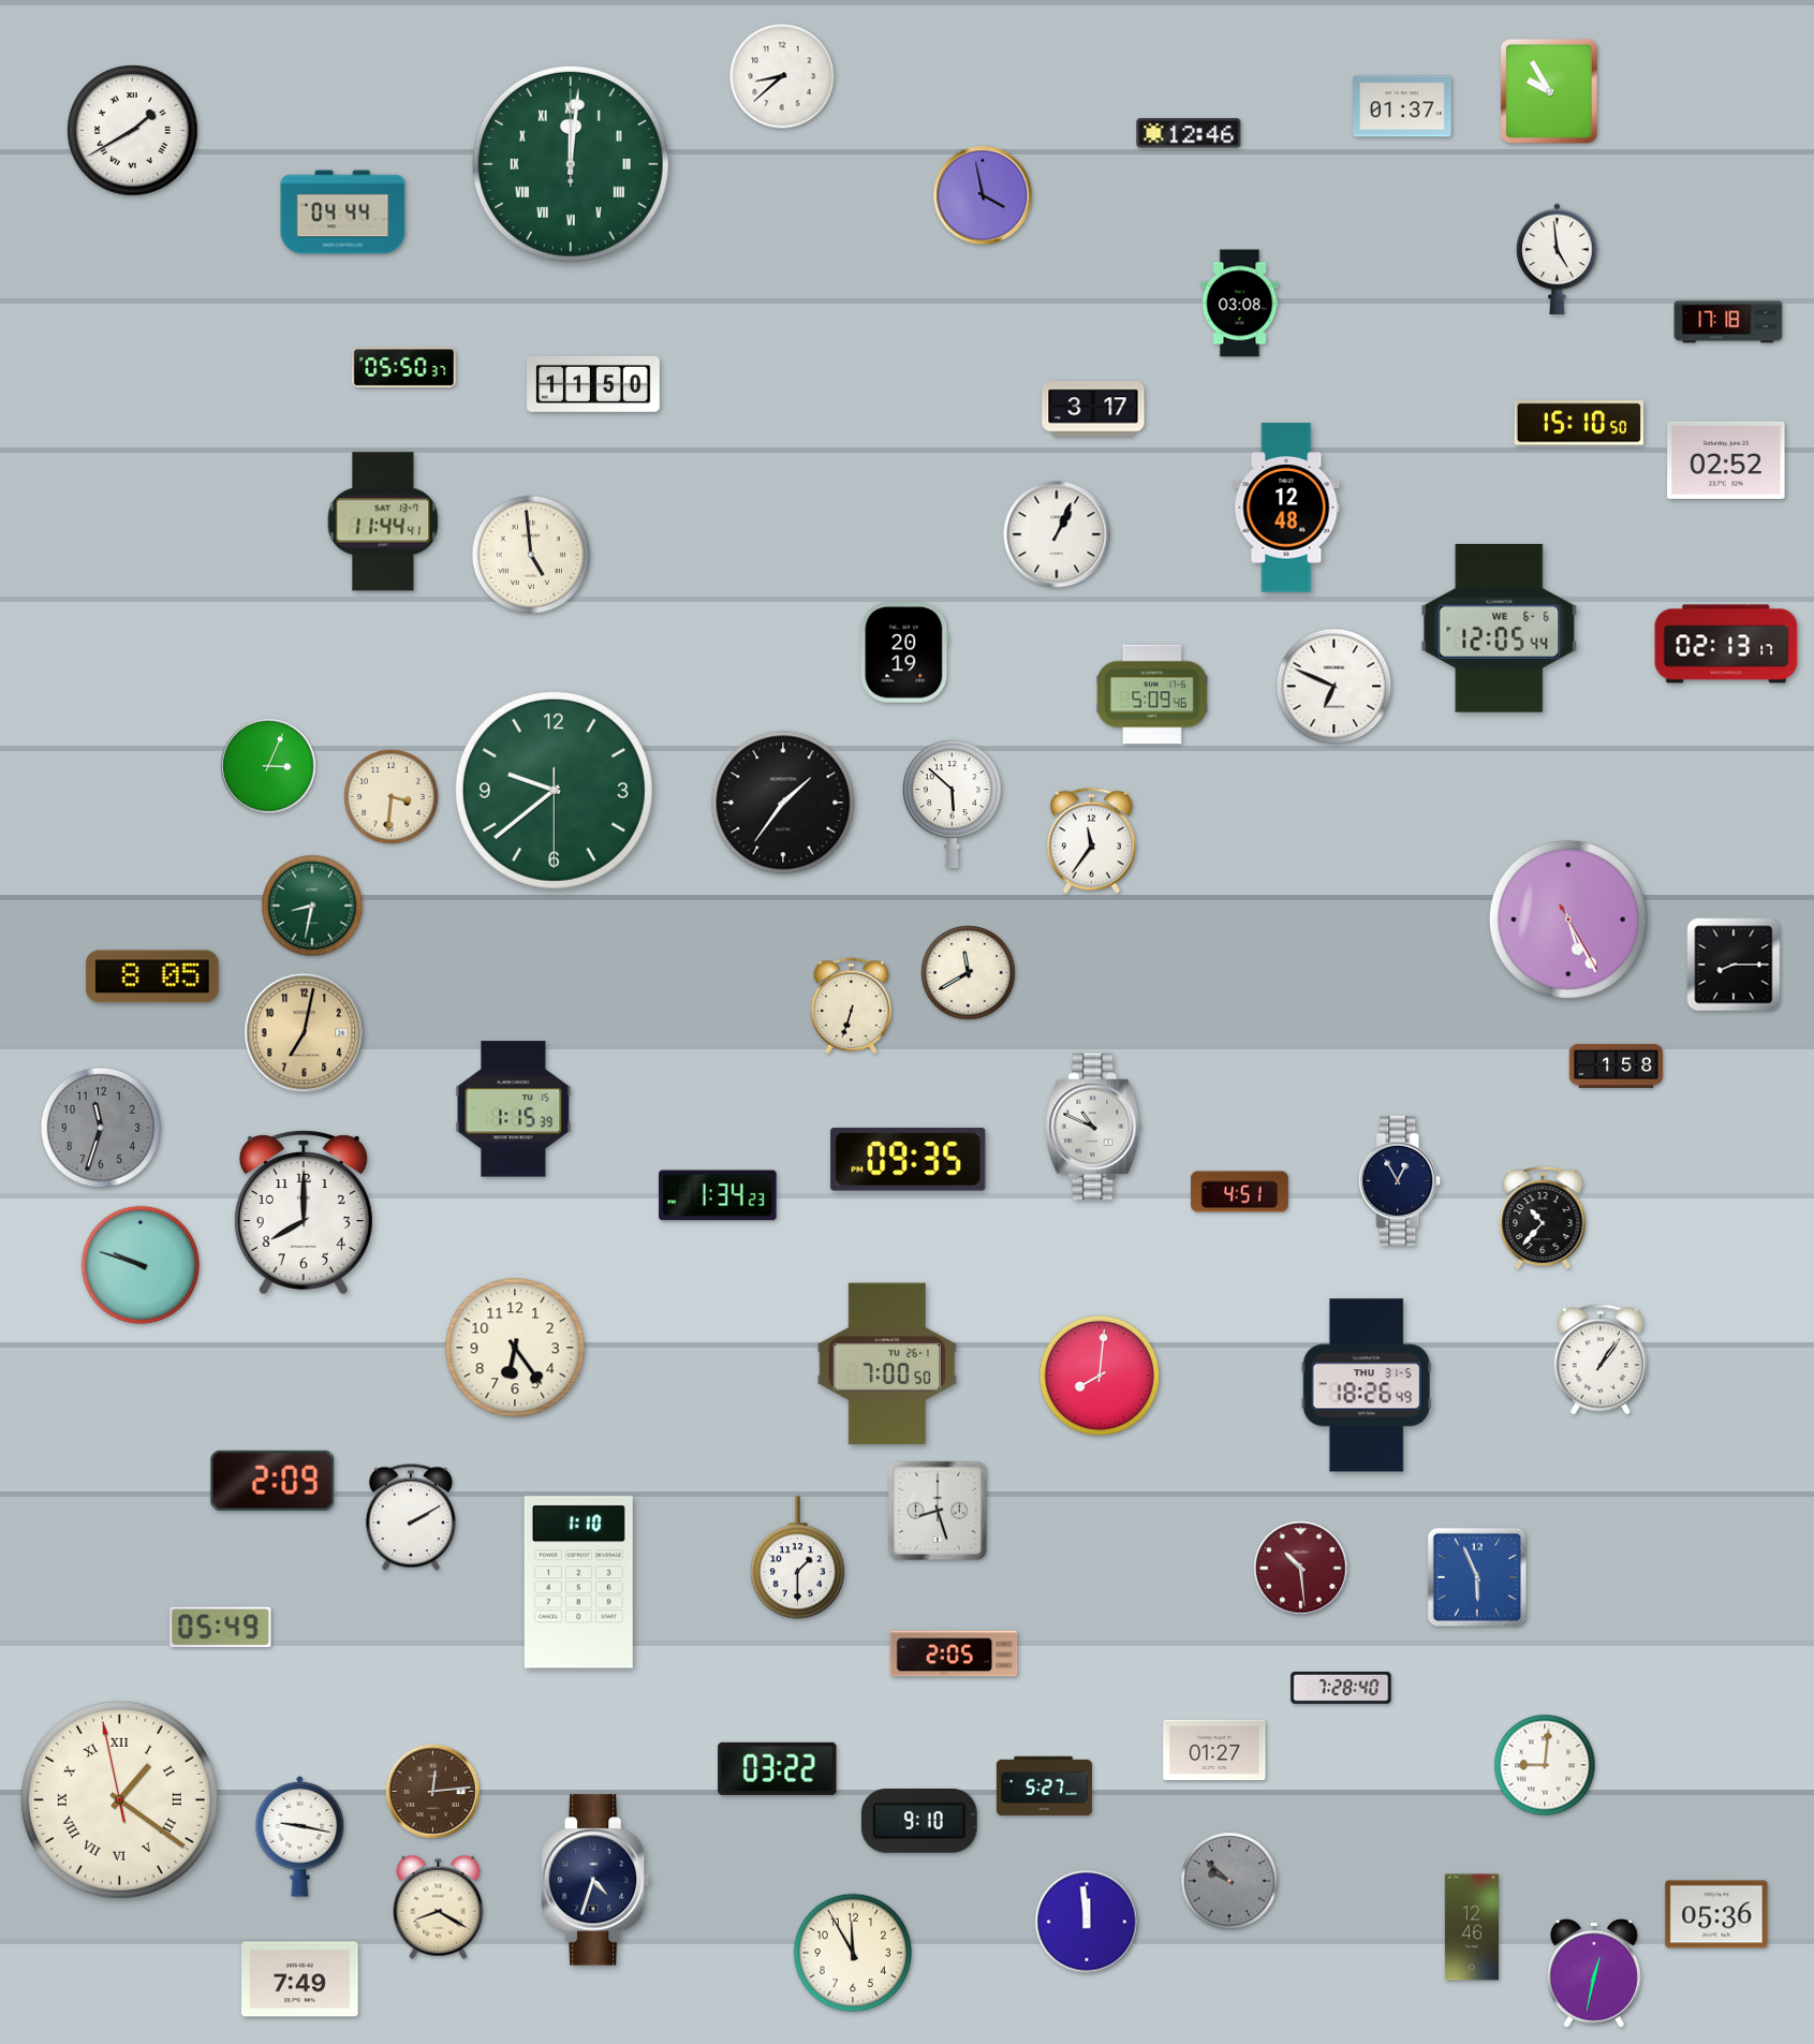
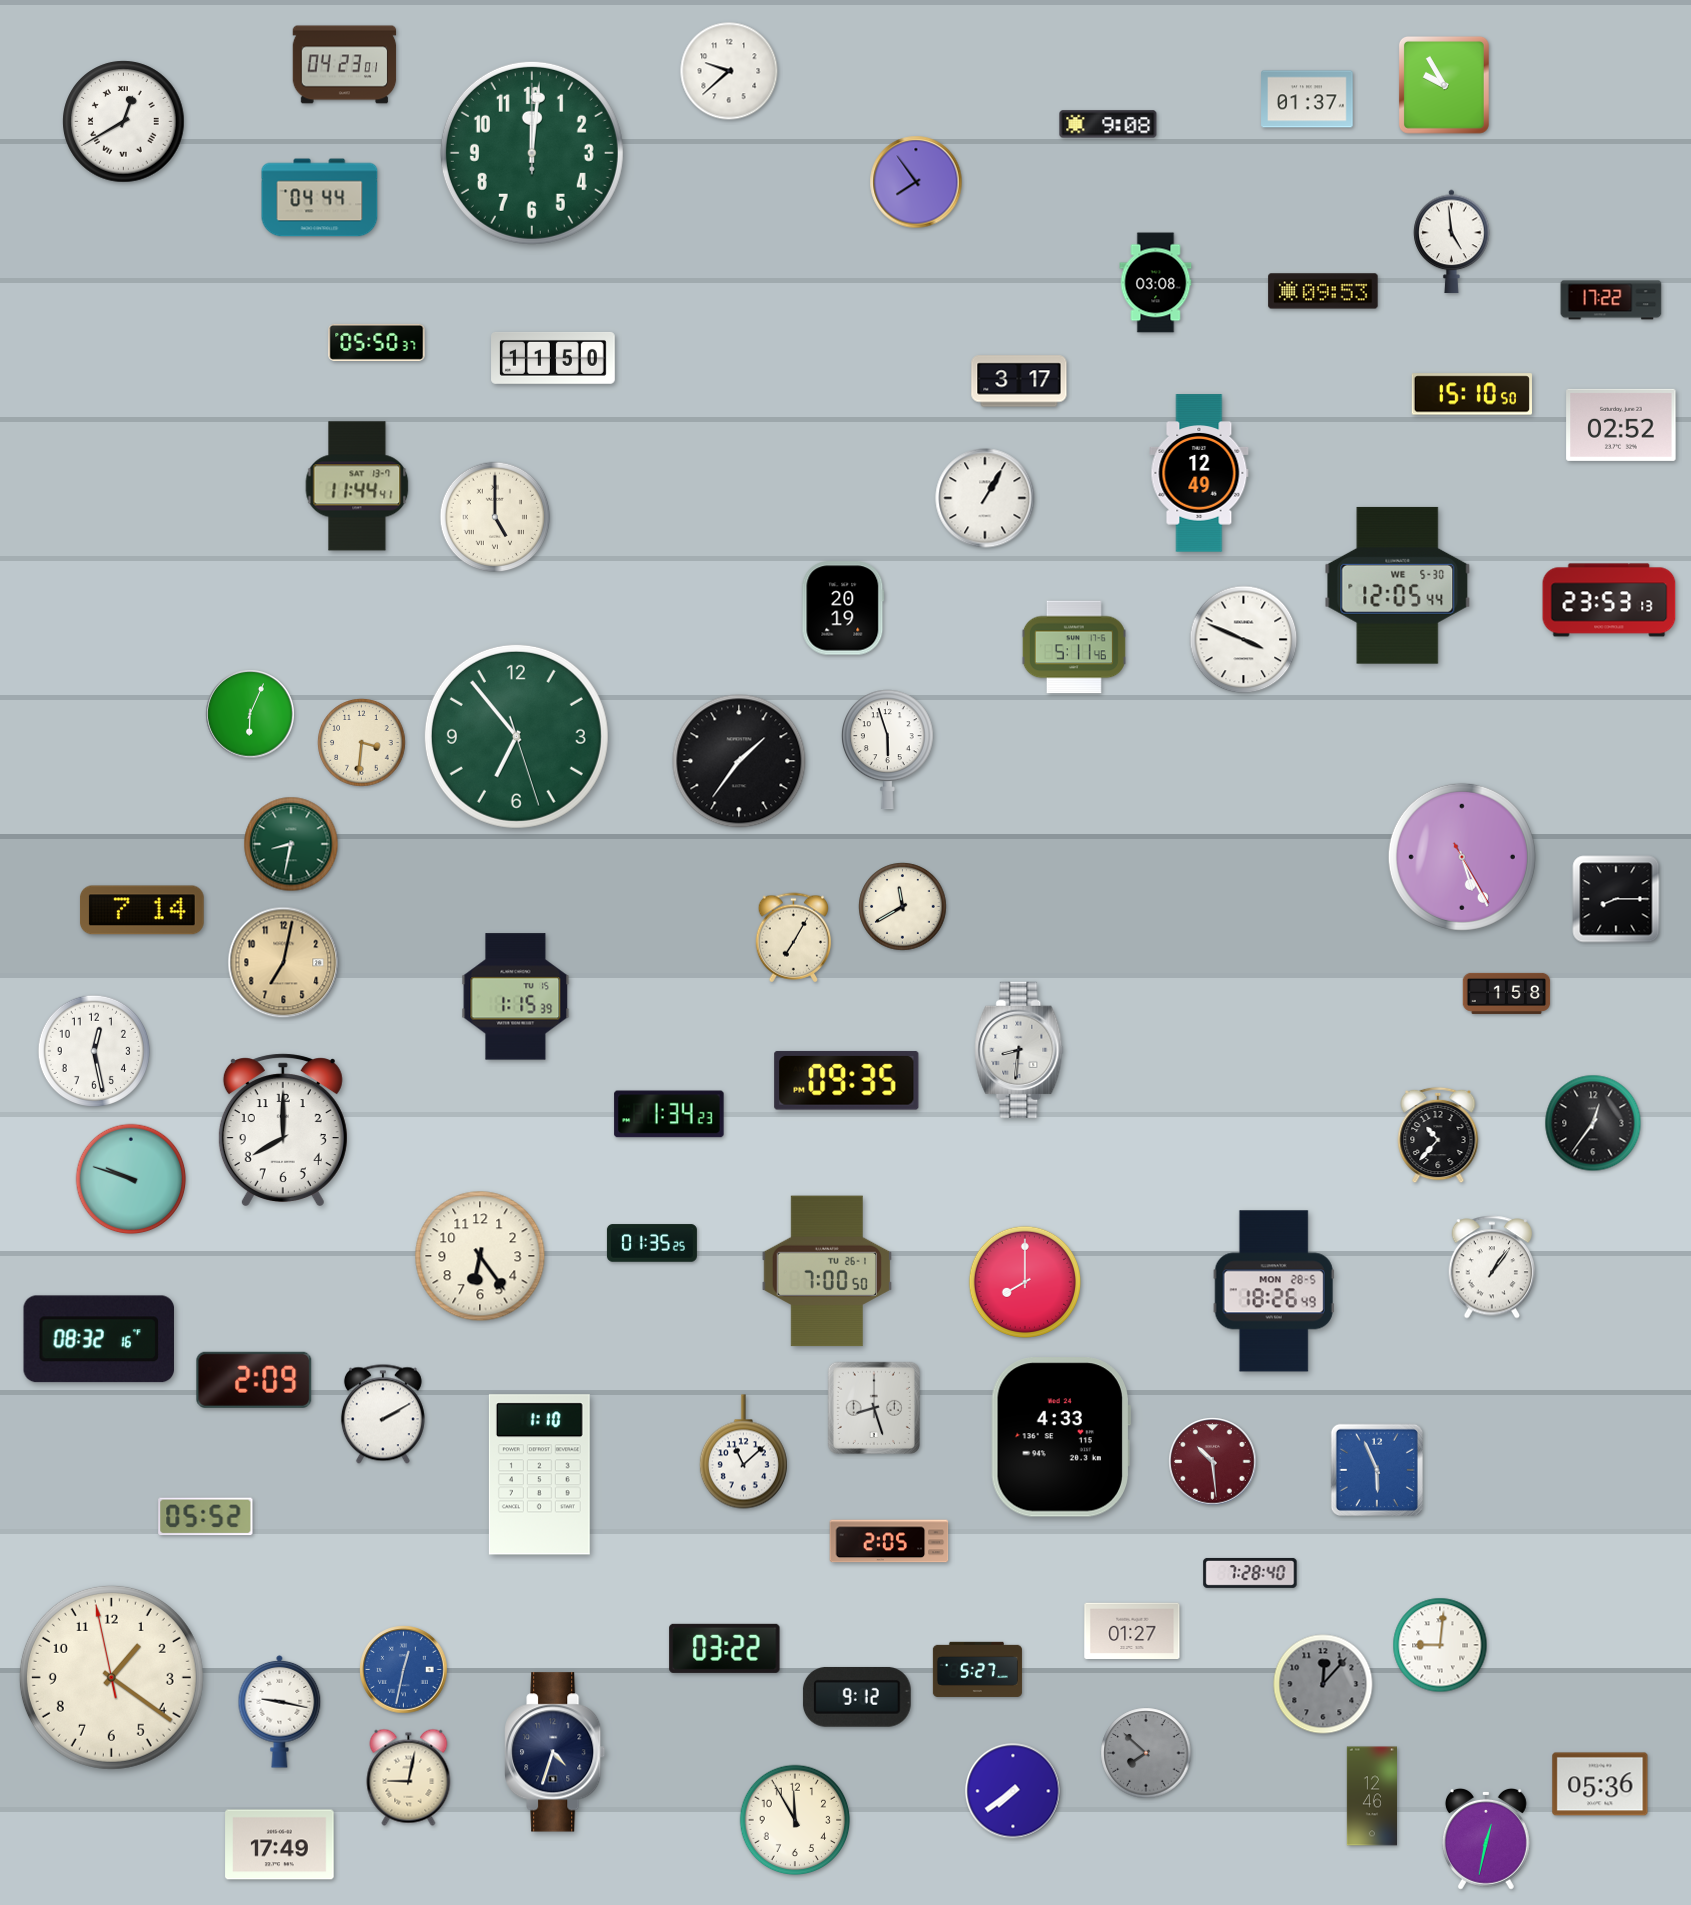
clock at (345, 65): none -> 04:23
clock at (782, 76): 8:38 -> 9:38
clock at (133, 131): 1:40 -> 12:40
clock at (1189, 133): 12:46 -> 9:08
clock at (571, 164) numerals: Roman -> Arabic
clock at (983, 195): 3:58 -> 7:54
clock at (1323, 291): none -> 09:53
clock at (1728, 322): 17:18 -> 17:22
clock at (1726, 460) position: (1726, 460) -> (1621, 425)
clock at (1286, 508): 12:48 -> 12:49
clock at (1057, 534): 1:04 -> 1:05
clock at (531, 555): 4:59 -> 5:00
clock at (1500, 628) date: WE 6-6 -> WE 5-30
clock at (1726, 644): 02:13 -> 23:53
clock at (1334, 687): 6:49 -> 3:49
clock at (1152, 694): 5:09 -> 5:11
clock at (268, 766): 3:04 -> 6:04
clock at (554, 790): 9:38 -> 6:53
clock at (392, 797) position: (392, 797) -> (362, 743)
clock at (783, 803) position: (783, 803) -> (739, 761)
clock at (952, 805): 5:52 -> 5:57
clock at (1091, 841): 11:36 -> none
clock at (152, 976): 8:05 -> 7:14
clock at (852, 1006): 6:33 -> 7:05
clock at (514, 1109) position: (514, 1109) -> (516, 997)
clock at (1093, 1126): 10:49 -> 8:31
clock at (100, 1127): 11:33 -> 12:28
clock at (100, 1127) dial: grey -> white
clock at (1400, 1180): 12:55 -> none
clock at (1240, 1192): 4:51 -> none
clock at (1593, 1123): none -> 12:36
clock at (652, 1243): none -> 01:35
clock at (1098, 1374): 8:01 -> 8:00
clock at (1367, 1385) date: THU 31-5 -> MON 28-5
clock at (98, 1339): none -> 08:32
clock at (1061, 1437): none -> 4:33
clock at (797, 1558): 1:30 -> 11:08
clock at (221, 1628): 05:49 -> 05:52
clock at (1044, 1785) position: (1044, 1785) -> (977, 1669)
clock at (433, 1792): 12:14 -> 12:32
clock at (433, 1792) dial: brown -> blue
clock at (119, 1799) numerals: Roman -> Arabic
clock at (1323, 1684): none -> 12:07
clock at (919, 1821): 9:10 -> 9:12
clock at (1229, 1881): 9:52 -> 7:52
clock at (439, 1907): 8:20 -> 9:02
clock at (1087, 1922): 11:59 -> 7:39
clock at (300, 1980): 7:49 -> 17:49
